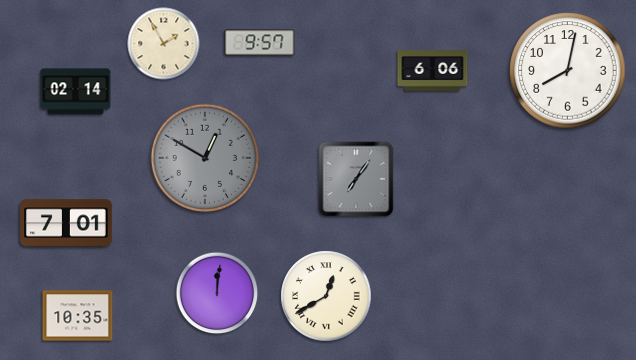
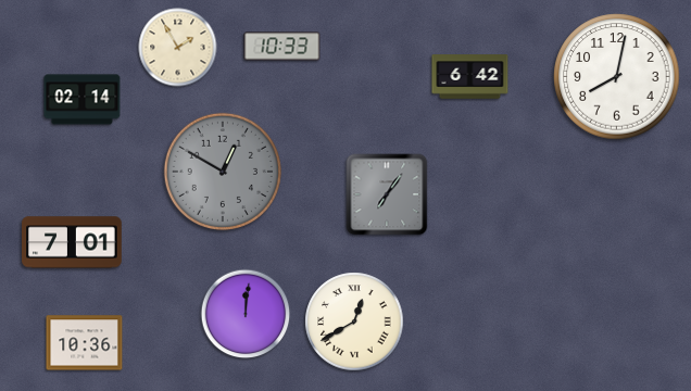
clock at (260, 43): 9:57 -> 10:33
clock at (433, 71): 6:06 -> 6:42
clock at (217, 293) position: (217, 293) -> (246, 314)
clock at (78, 316): 10:35 -> 10:36
